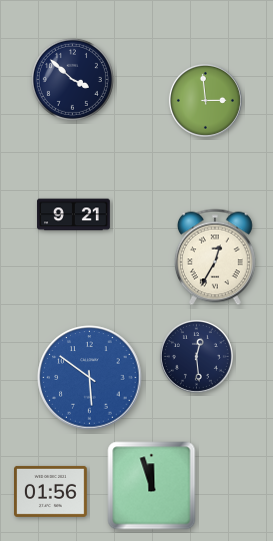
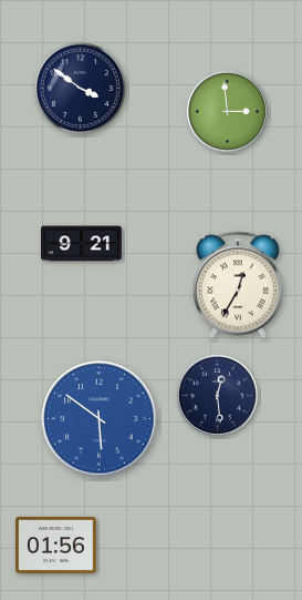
clock at (72, 79): 3:52 -> 3:51
clock at (74, 215) position: (74, 215) -> (82, 244)
clock at (152, 486): 11:57 -> none
